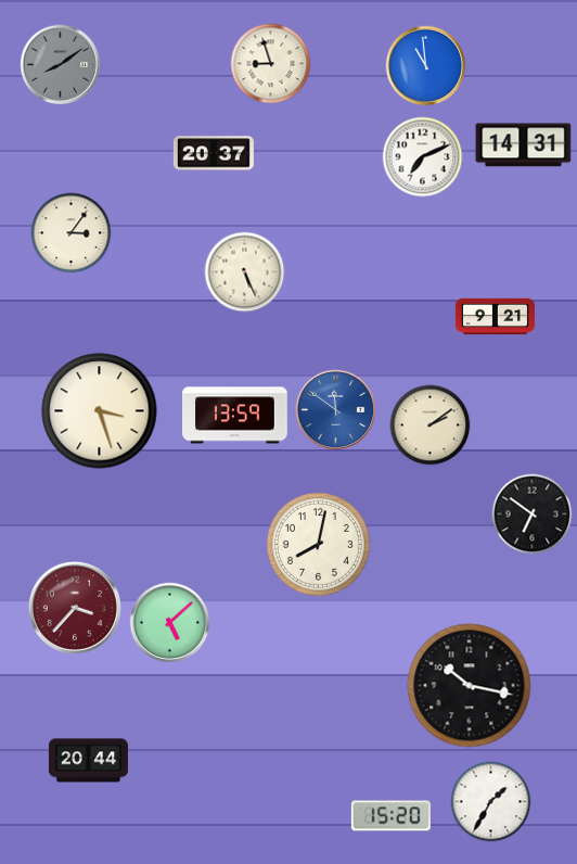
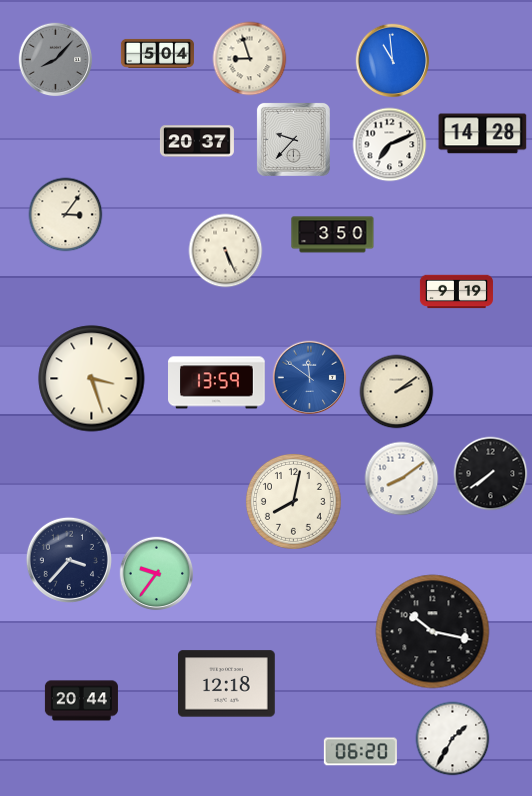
clock at (157, 53): none -> 5:04
clock at (61, 65): 8:09 -> 8:07
clock at (524, 145): 14:31 -> 14:28
clock at (293, 139): none -> 9:37
clock at (333, 235): none -> 3:50
clock at (495, 317): 9:21 -> 9:19
clock at (533, 514): 6:51 -> 7:39
clock at (402, 479): none -> 8:09
clock at (75, 608) dial: burgundy -> navy
clock at (170, 623): 5:08 -> 9:36
clock at (227, 684): none -> 12:18
clock at (390, 816): 15:20 -> 06:20
